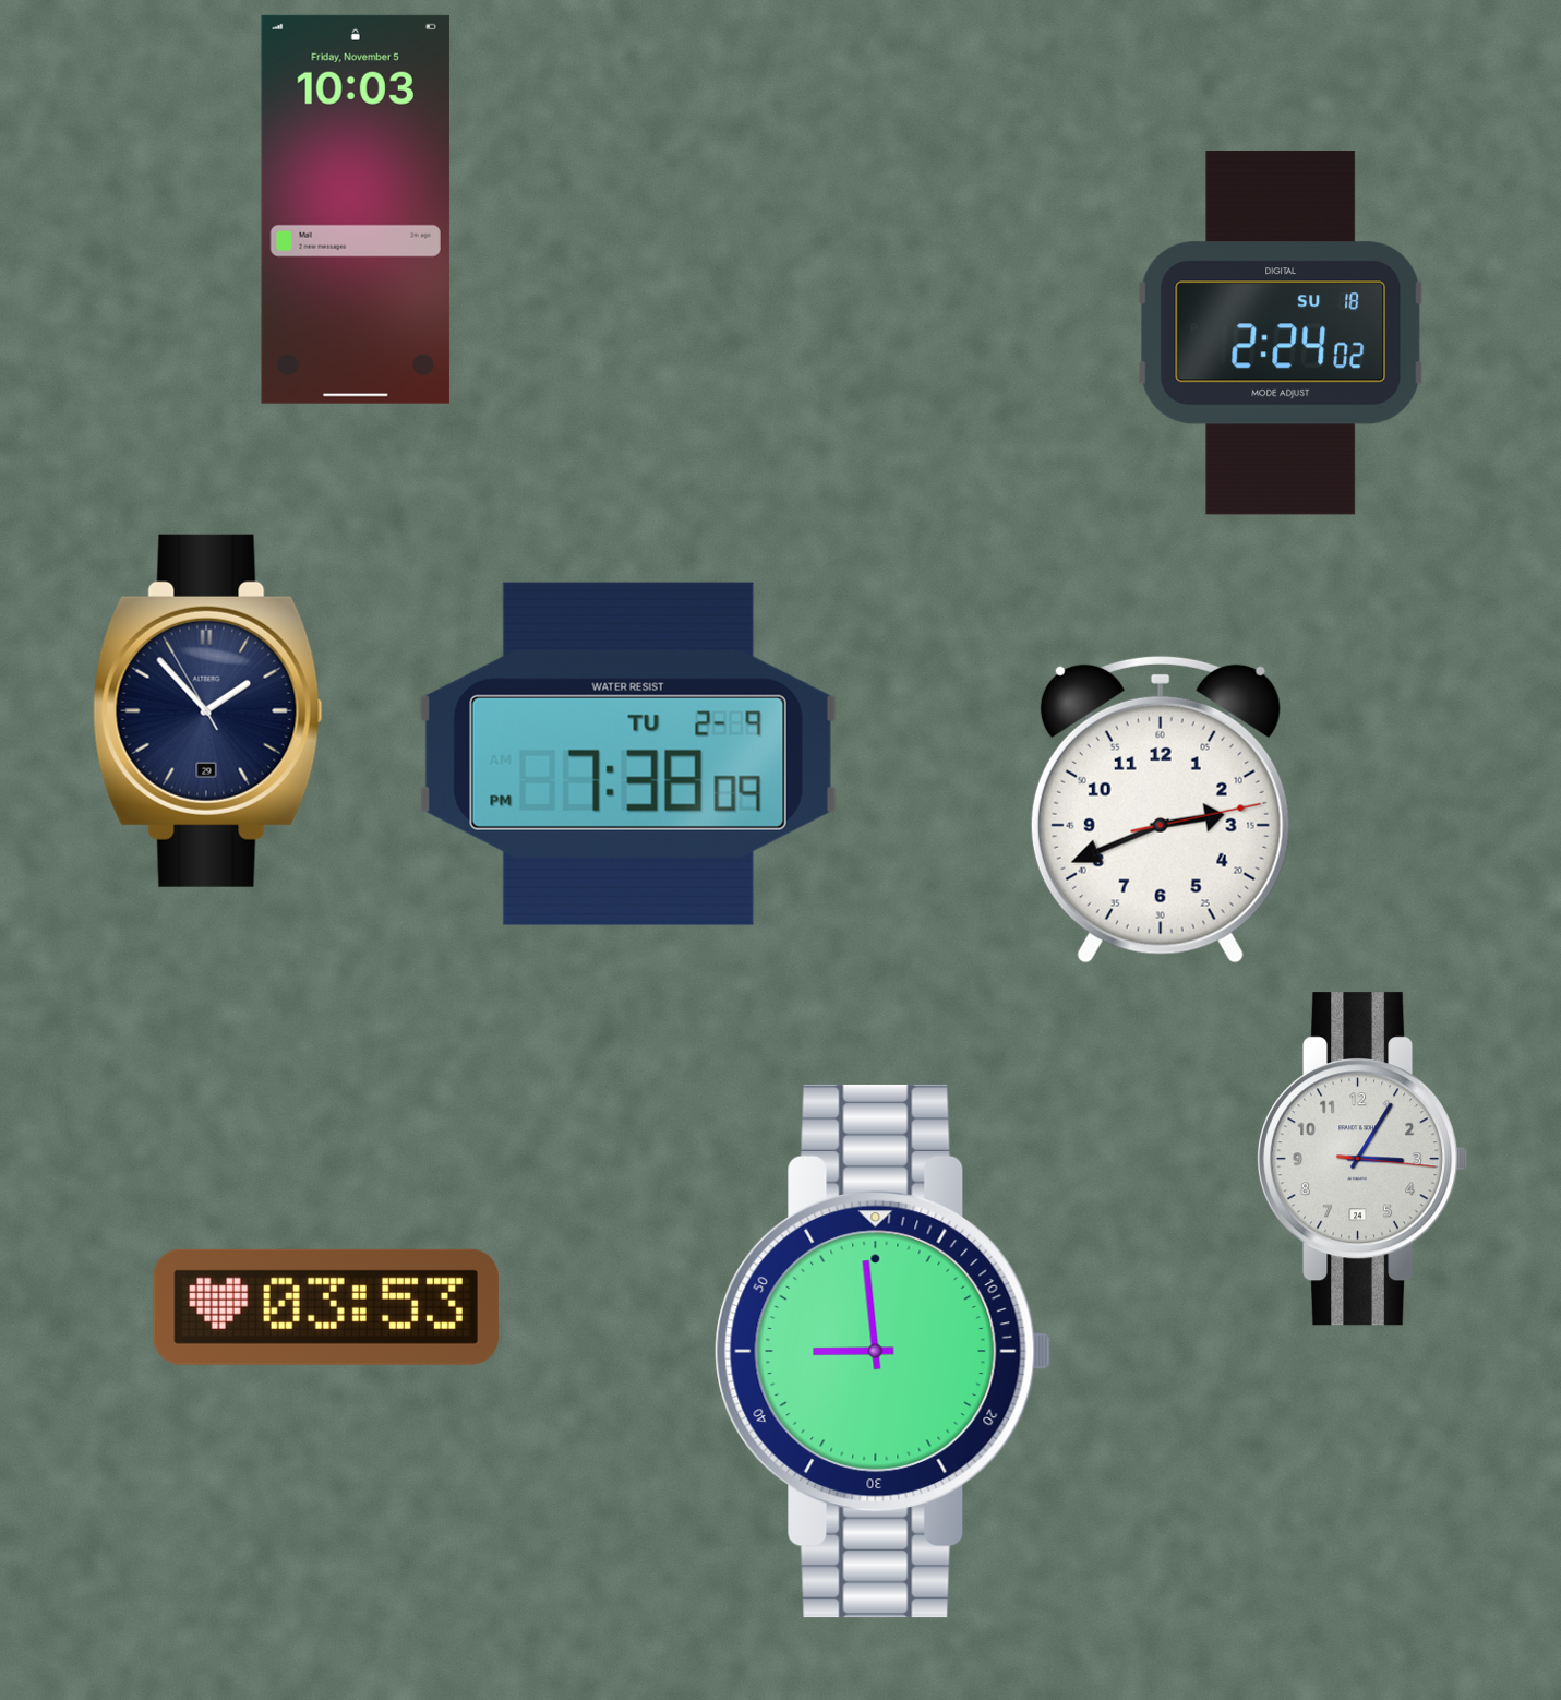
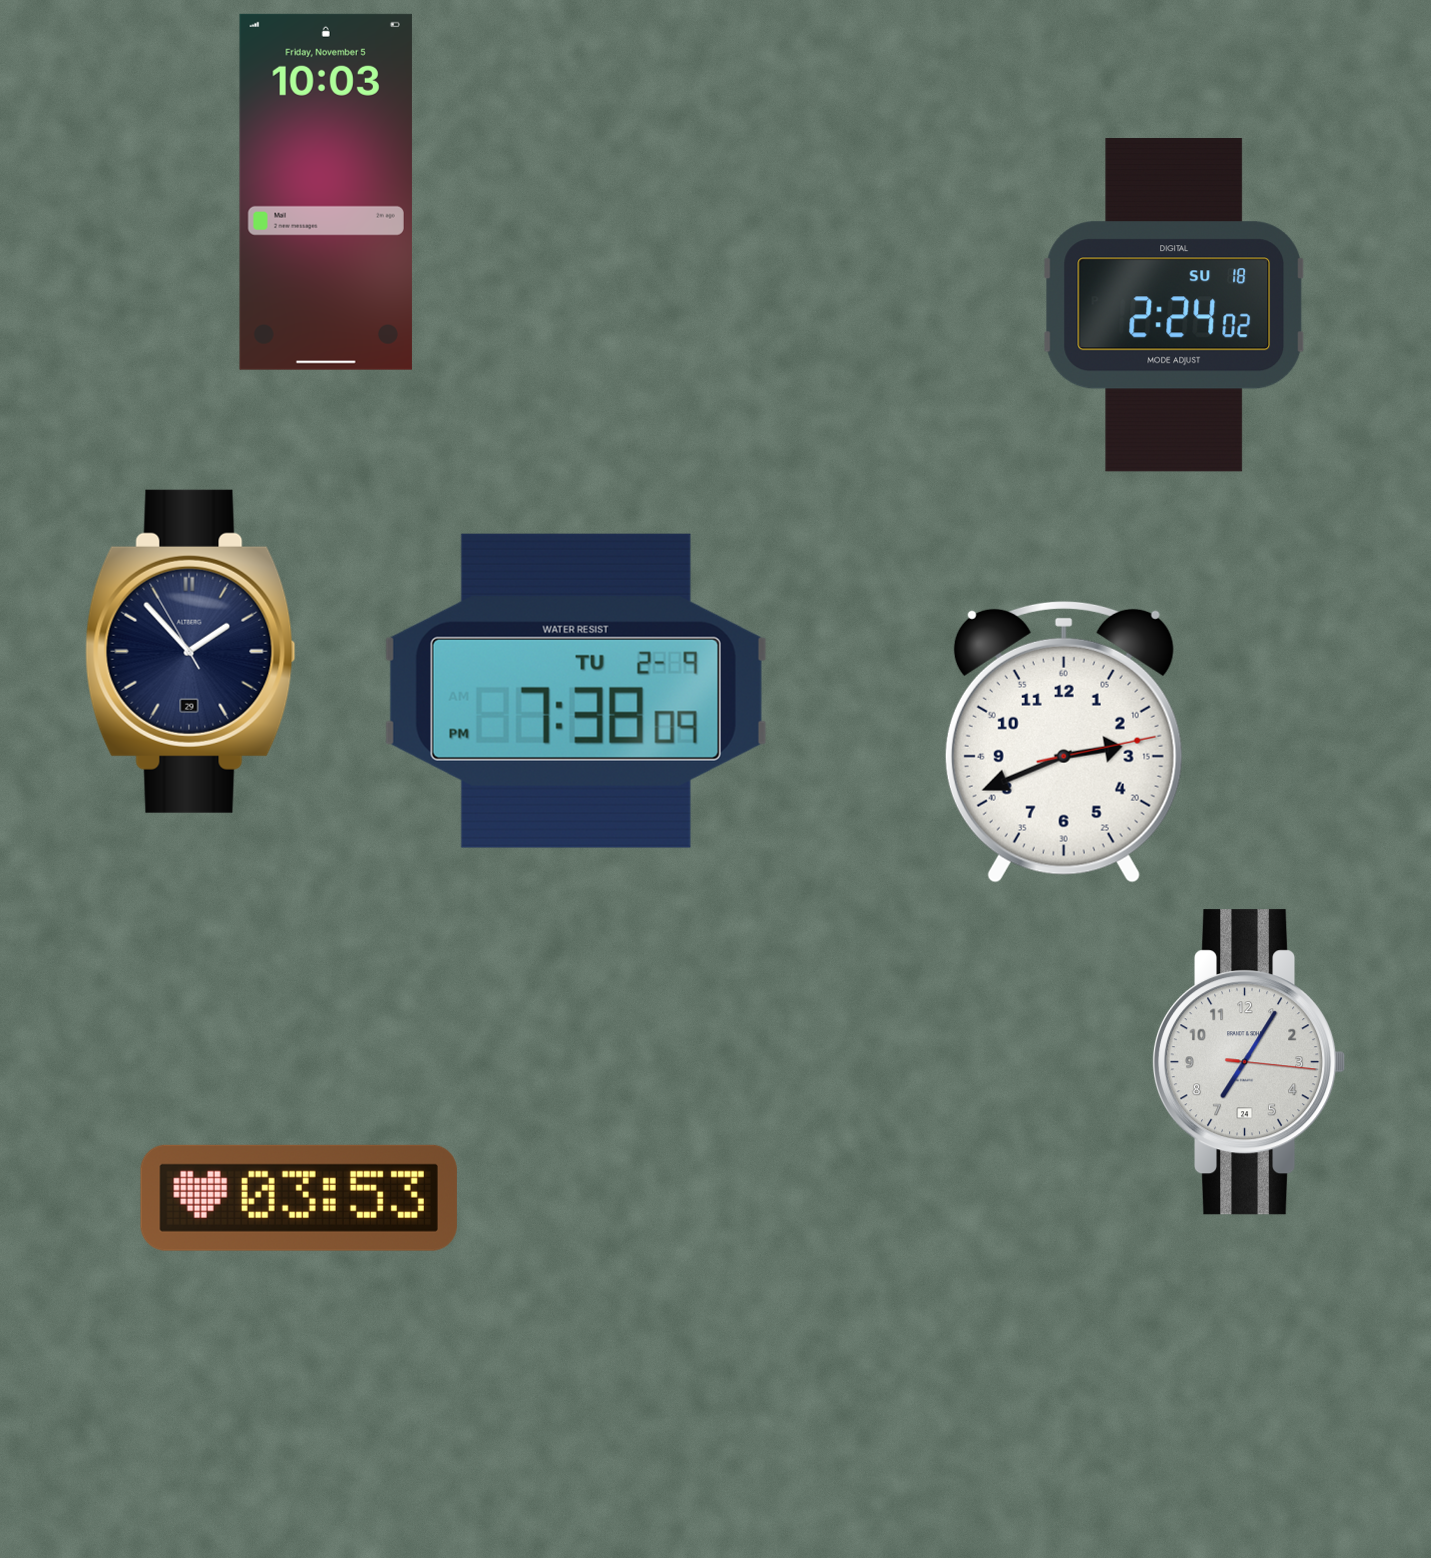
clock at (1364, 1159): 3:05 -> 7:05
clock at (884, 1351): 8:59 -> none
